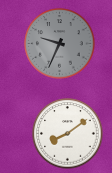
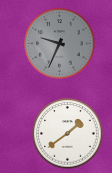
clock at (68, 134): 8:09 -> 1:39
